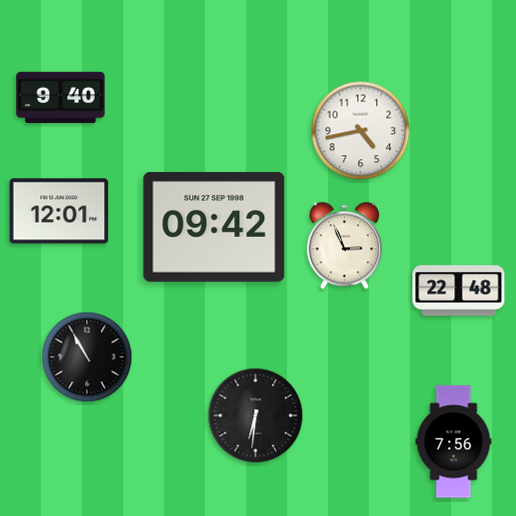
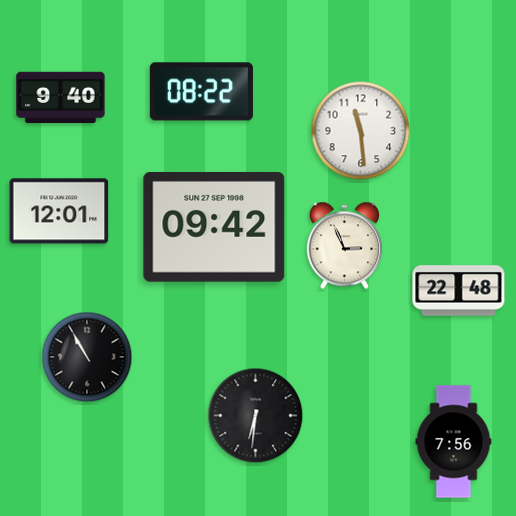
clock at (201, 92): none -> 08:22
clock at (361, 131): 4:43 -> 11:29
